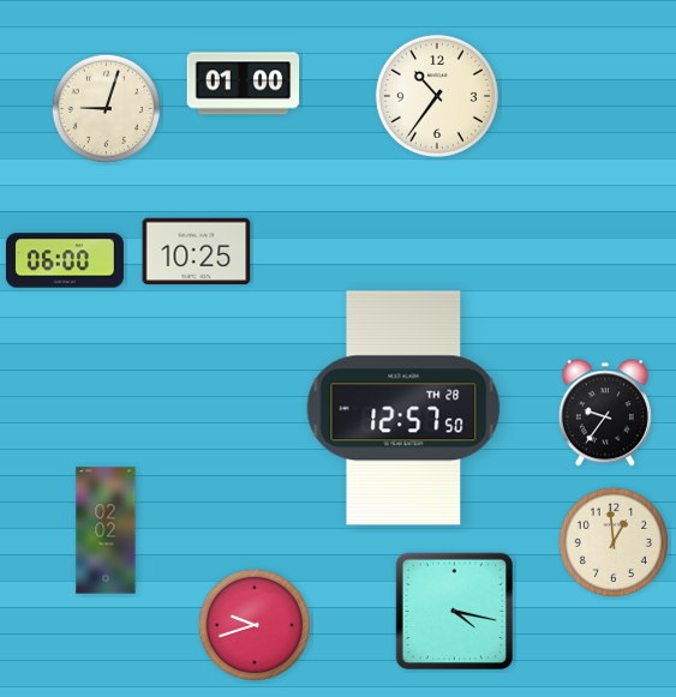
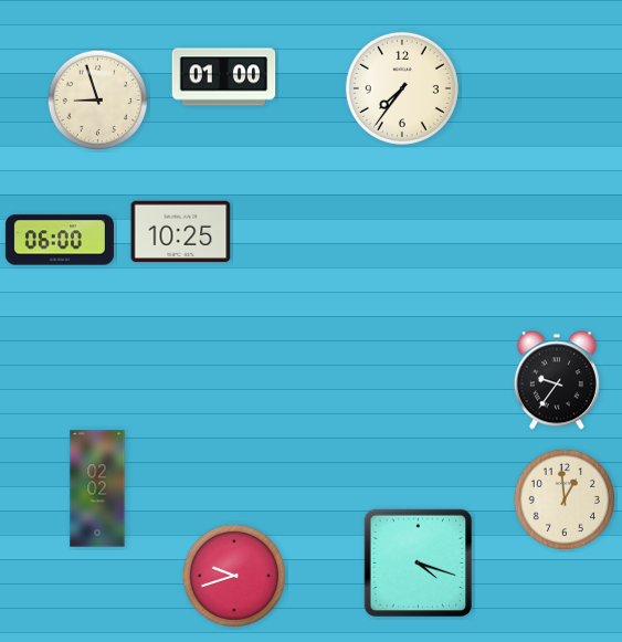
clock at (437, 96): 10:36 -> 7:36
clock at (106, 108): 9:03 -> 8:57
clock at (403, 408): 12:57 -> none
clock at (455, 612): 4:17 -> 4:18
